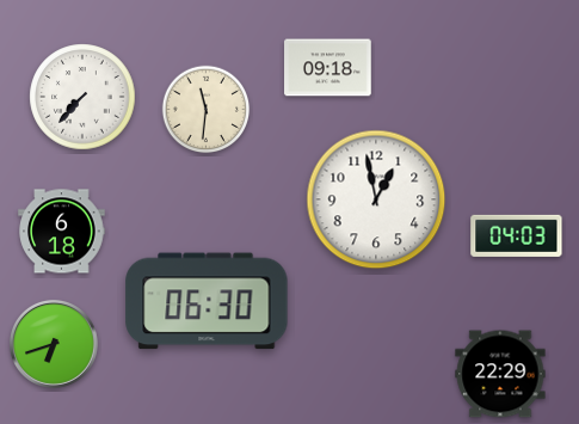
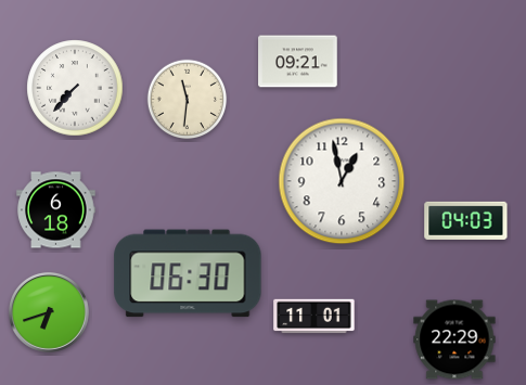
clock at (328, 68): 09:18 -> 09:21
clock at (517, 235) position: (517, 235) -> (466, 220)
clock at (315, 317): none -> 11:01
